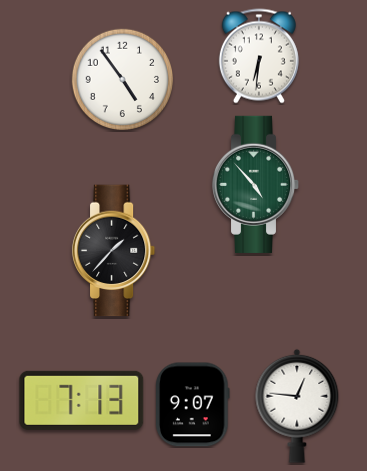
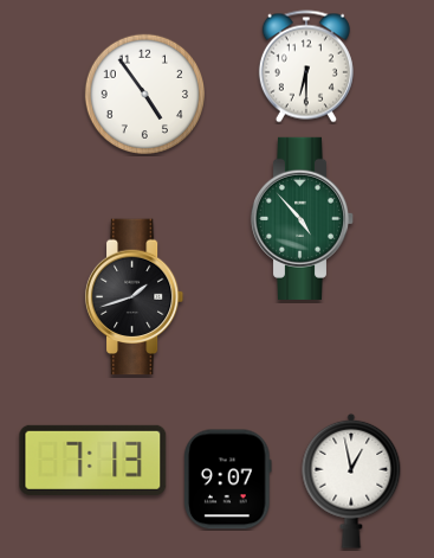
clock at (259, 56): 6:31 -> 6:30
clock at (114, 251): 1:37 -> 1:42
clock at (82, 400) position: (82, 400) -> (93, 460)
clock at (297, 406): 12:46 -> 12:58
